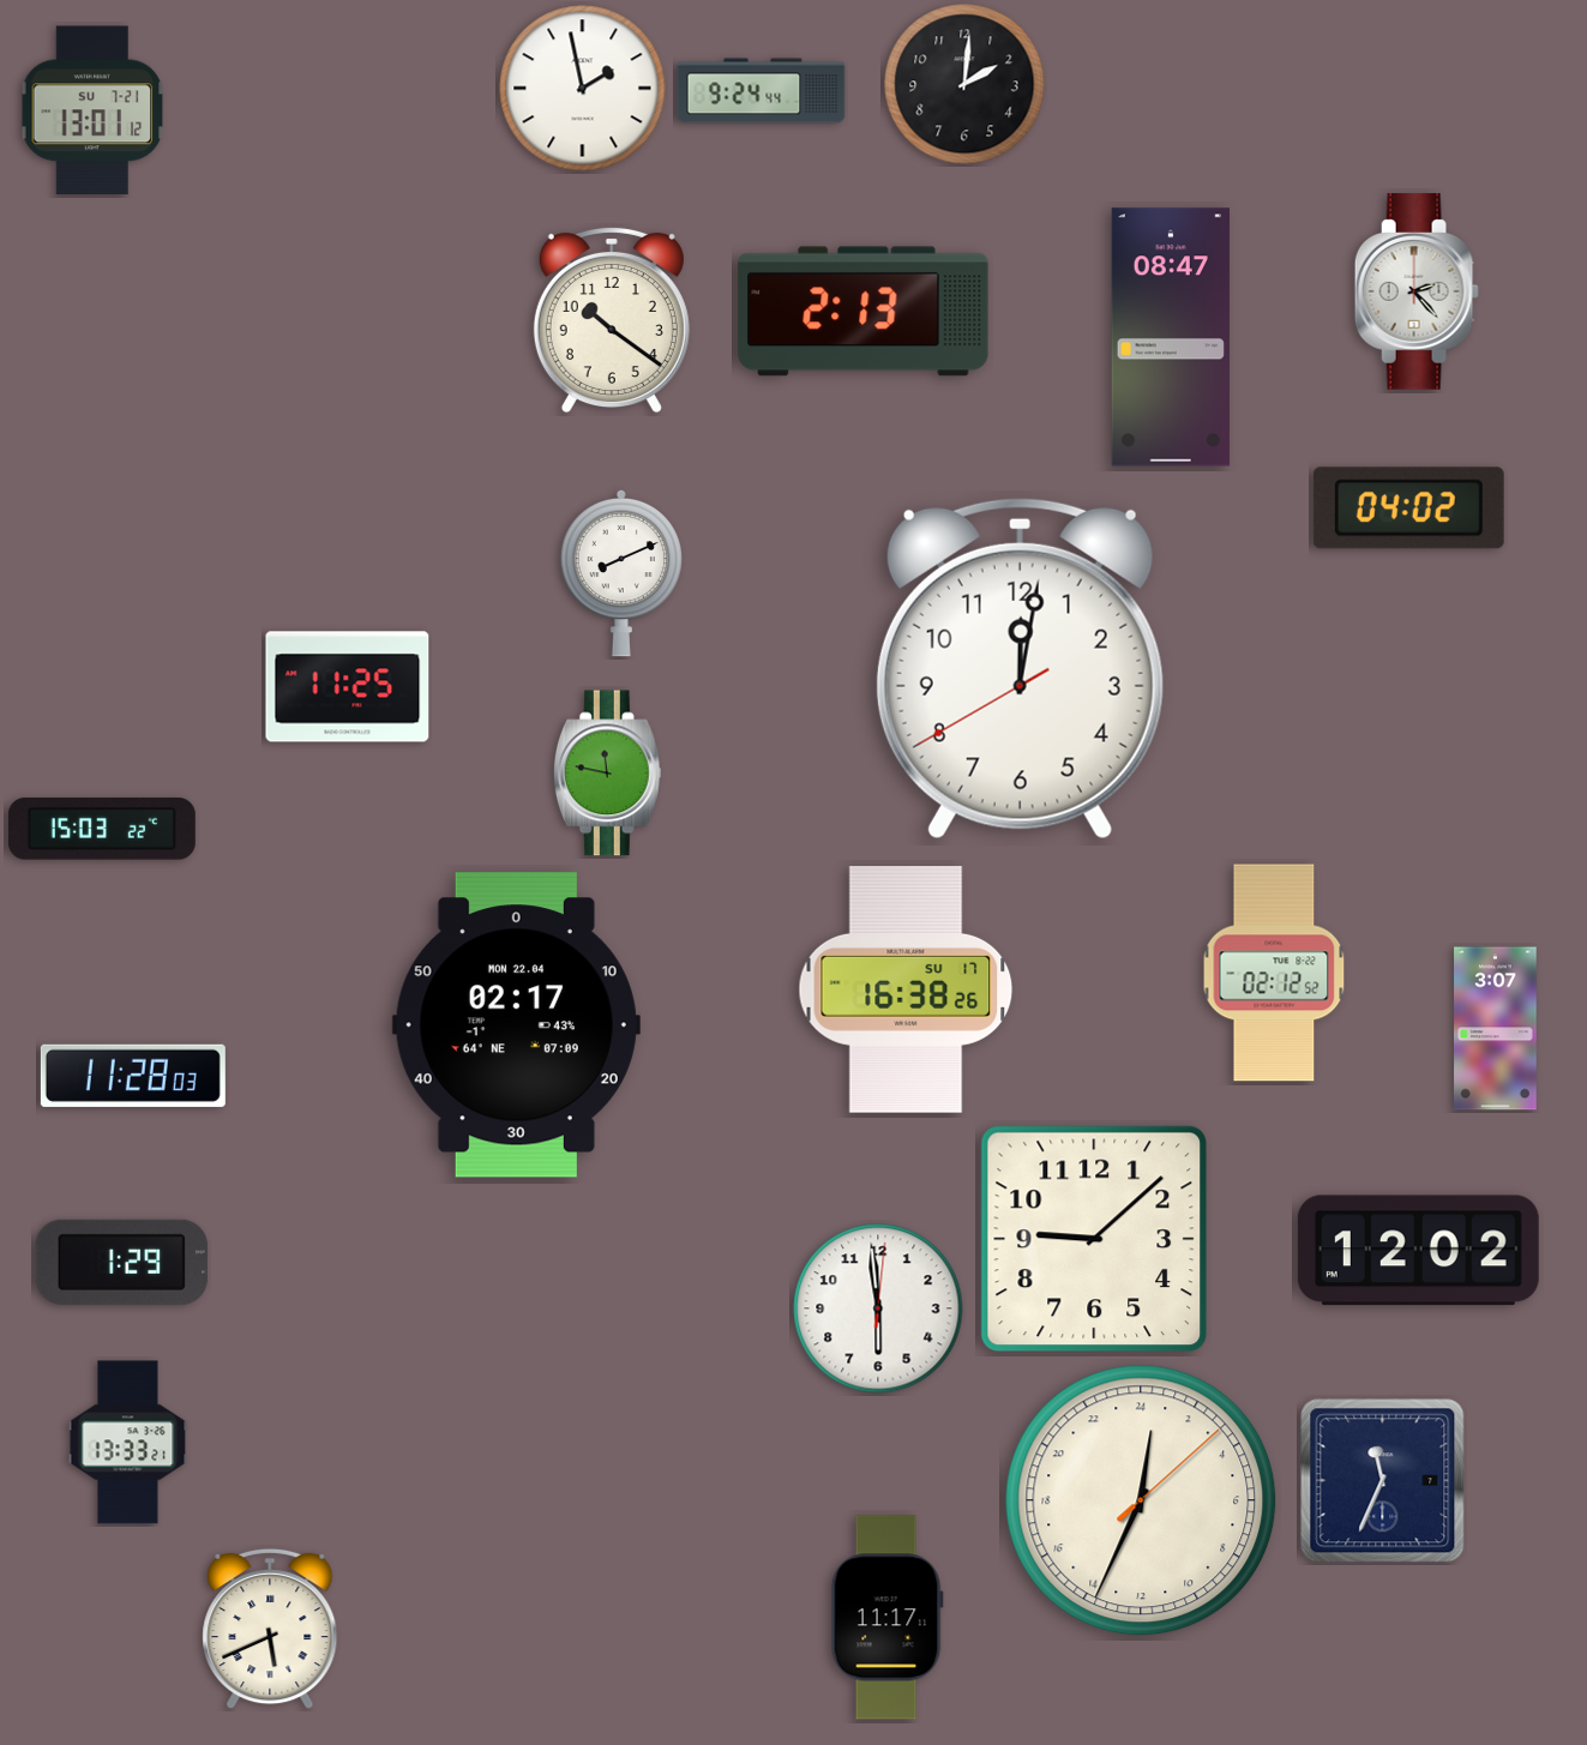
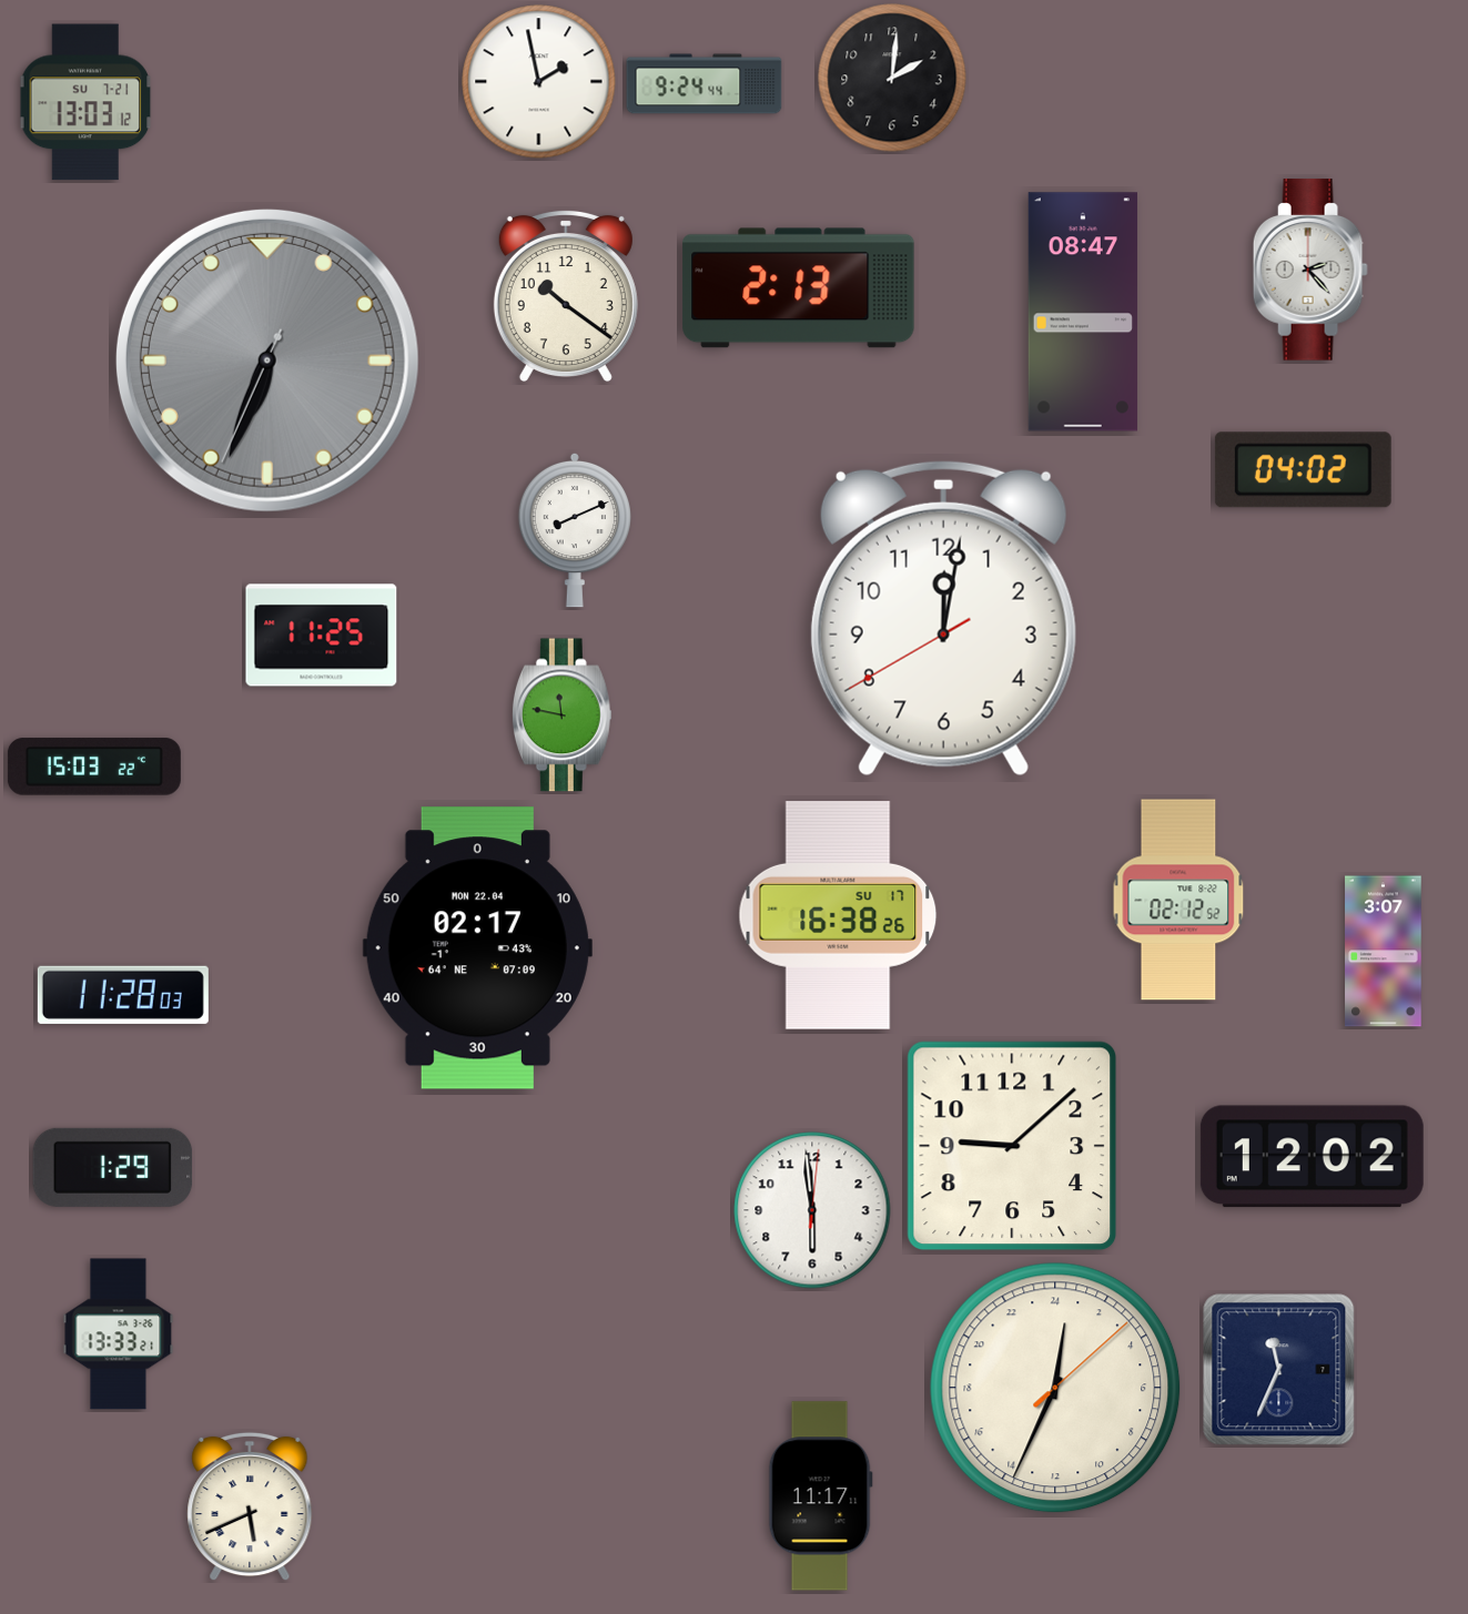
clock at (92, 110): 13:01 -> 13:03
clock at (267, 361): none -> 6:33
